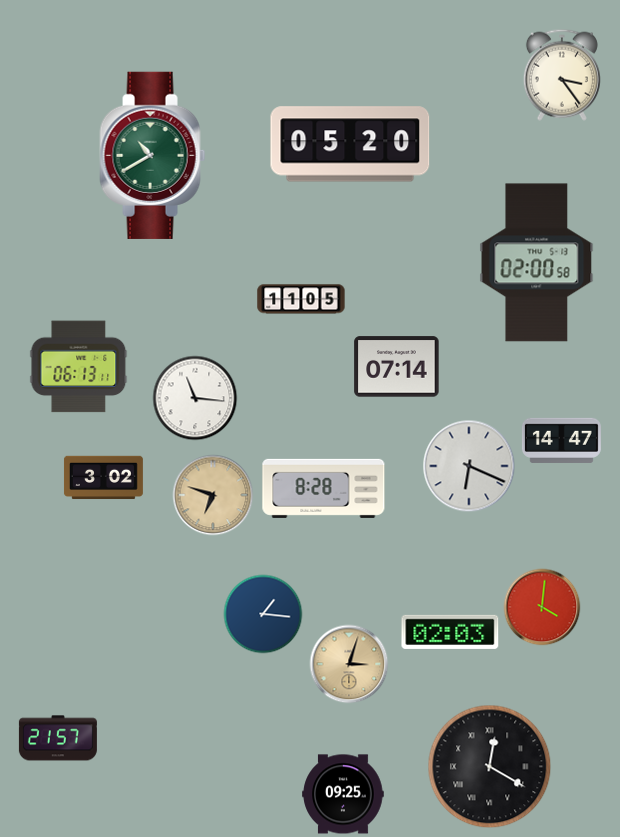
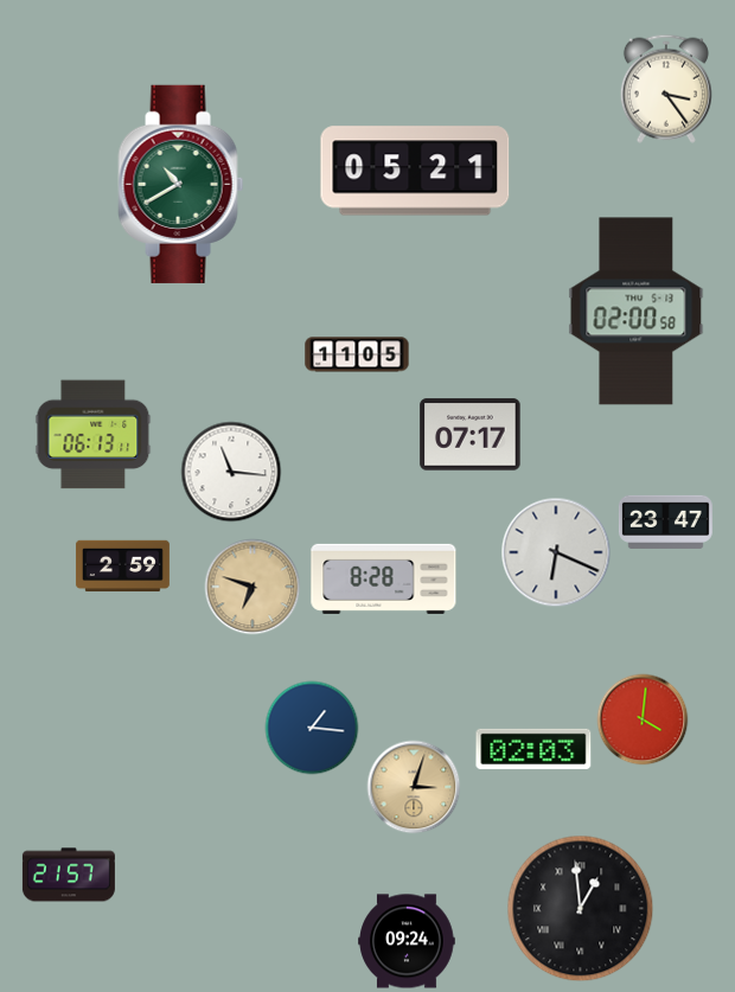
clock at (350, 144): 05:20 -> 05:21
clock at (397, 367): 07:14 -> 07:17
clock at (561, 440): 14:47 -> 23:47
clock at (103, 478): 3:02 -> 2:59
clock at (490, 767): 12:20 -> 12:59
clock at (343, 794): 09:25 -> 09:24
